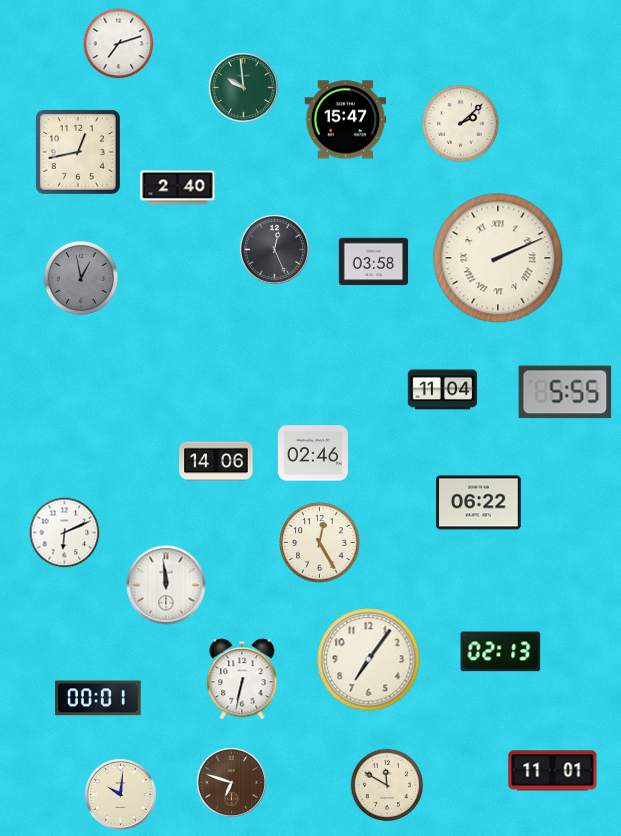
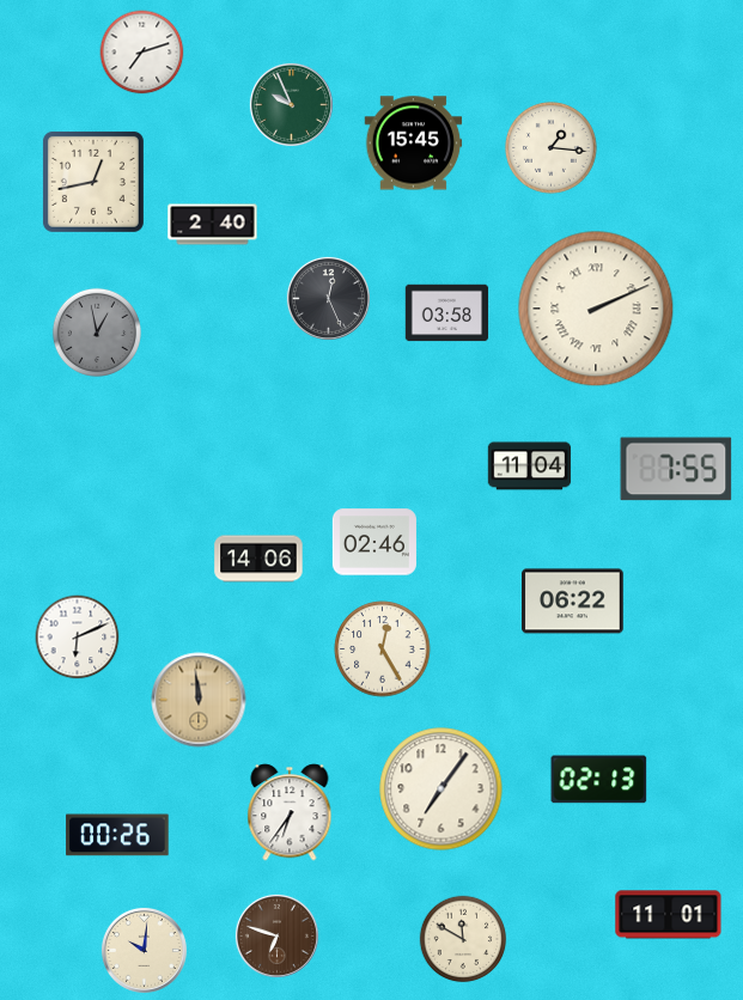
clock at (243, 87): 9:59 -> 9:56
clock at (346, 120): 15:47 -> 15:45
clock at (461, 124): 2:08 -> 1:16
clock at (565, 392): 5:55 -> 7:55
clock at (216, 461) position: (216, 461) -> (258, 559)
clock at (166, 585) dial: white -> champagne
clock at (242, 679): 6:32 -> 6:36
clock at (98, 698): 00:01 -> 00:26
clock at (553, 771) position: (553, 771) -> (669, 915)
